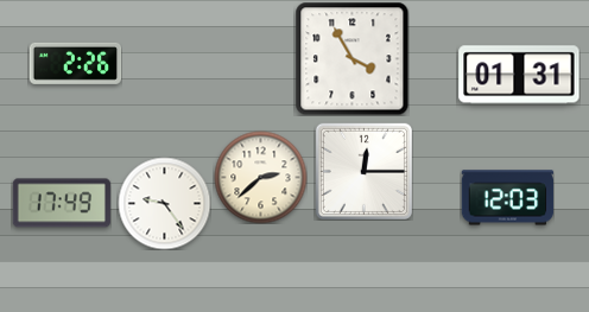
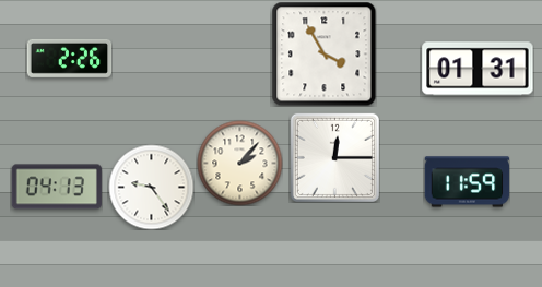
clock at (260, 177): 2:38 -> 2:07
clock at (507, 198): 12:03 -> 11:59
clock at (62, 203): 17:49 -> 04:13
